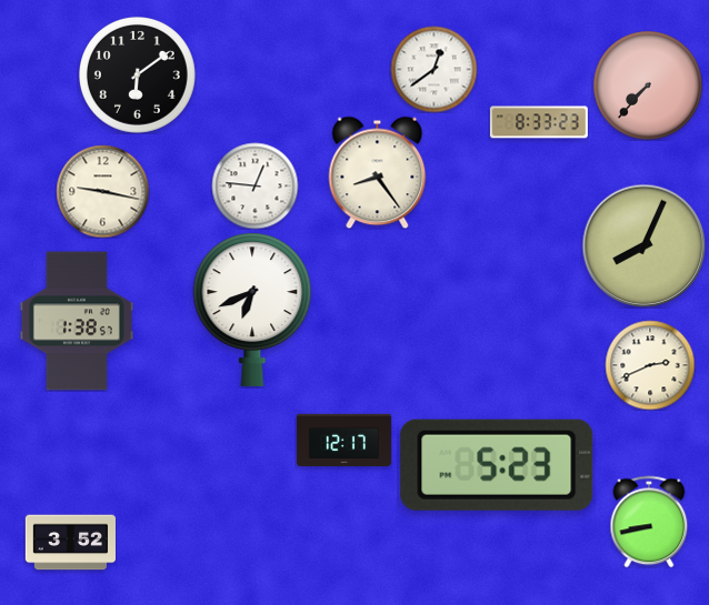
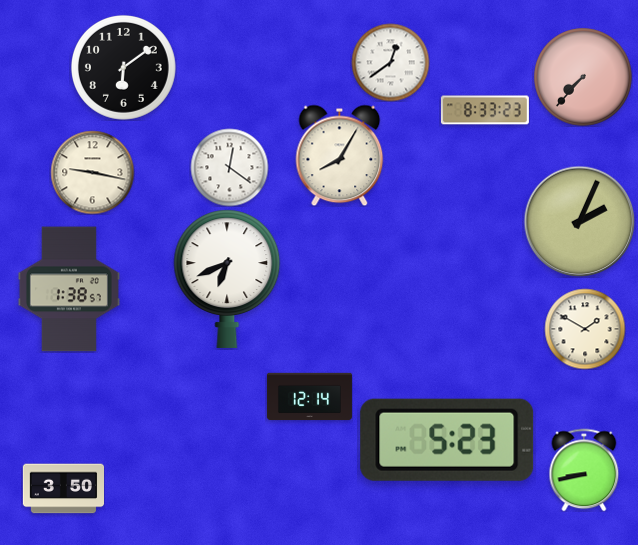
clock at (378, 172): 8:24 -> 8:05
clock at (254, 185): 12:46 -> 12:21
clock at (643, 245): 8:04 -> 2:04
clock at (650, 365): 2:41 -> 1:50
clock at (343, 441): 12:17 -> 12:14
clock at (497, 465) position: (497, 465) -> (447, 440)
clock at (70, 543): 3:52 -> 3:50
